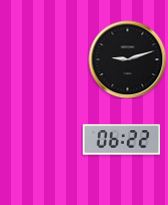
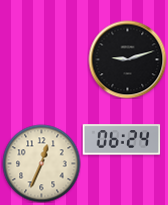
clock at (121, 140): 06:22 -> 06:24
clock at (41, 163): none -> 12:34
